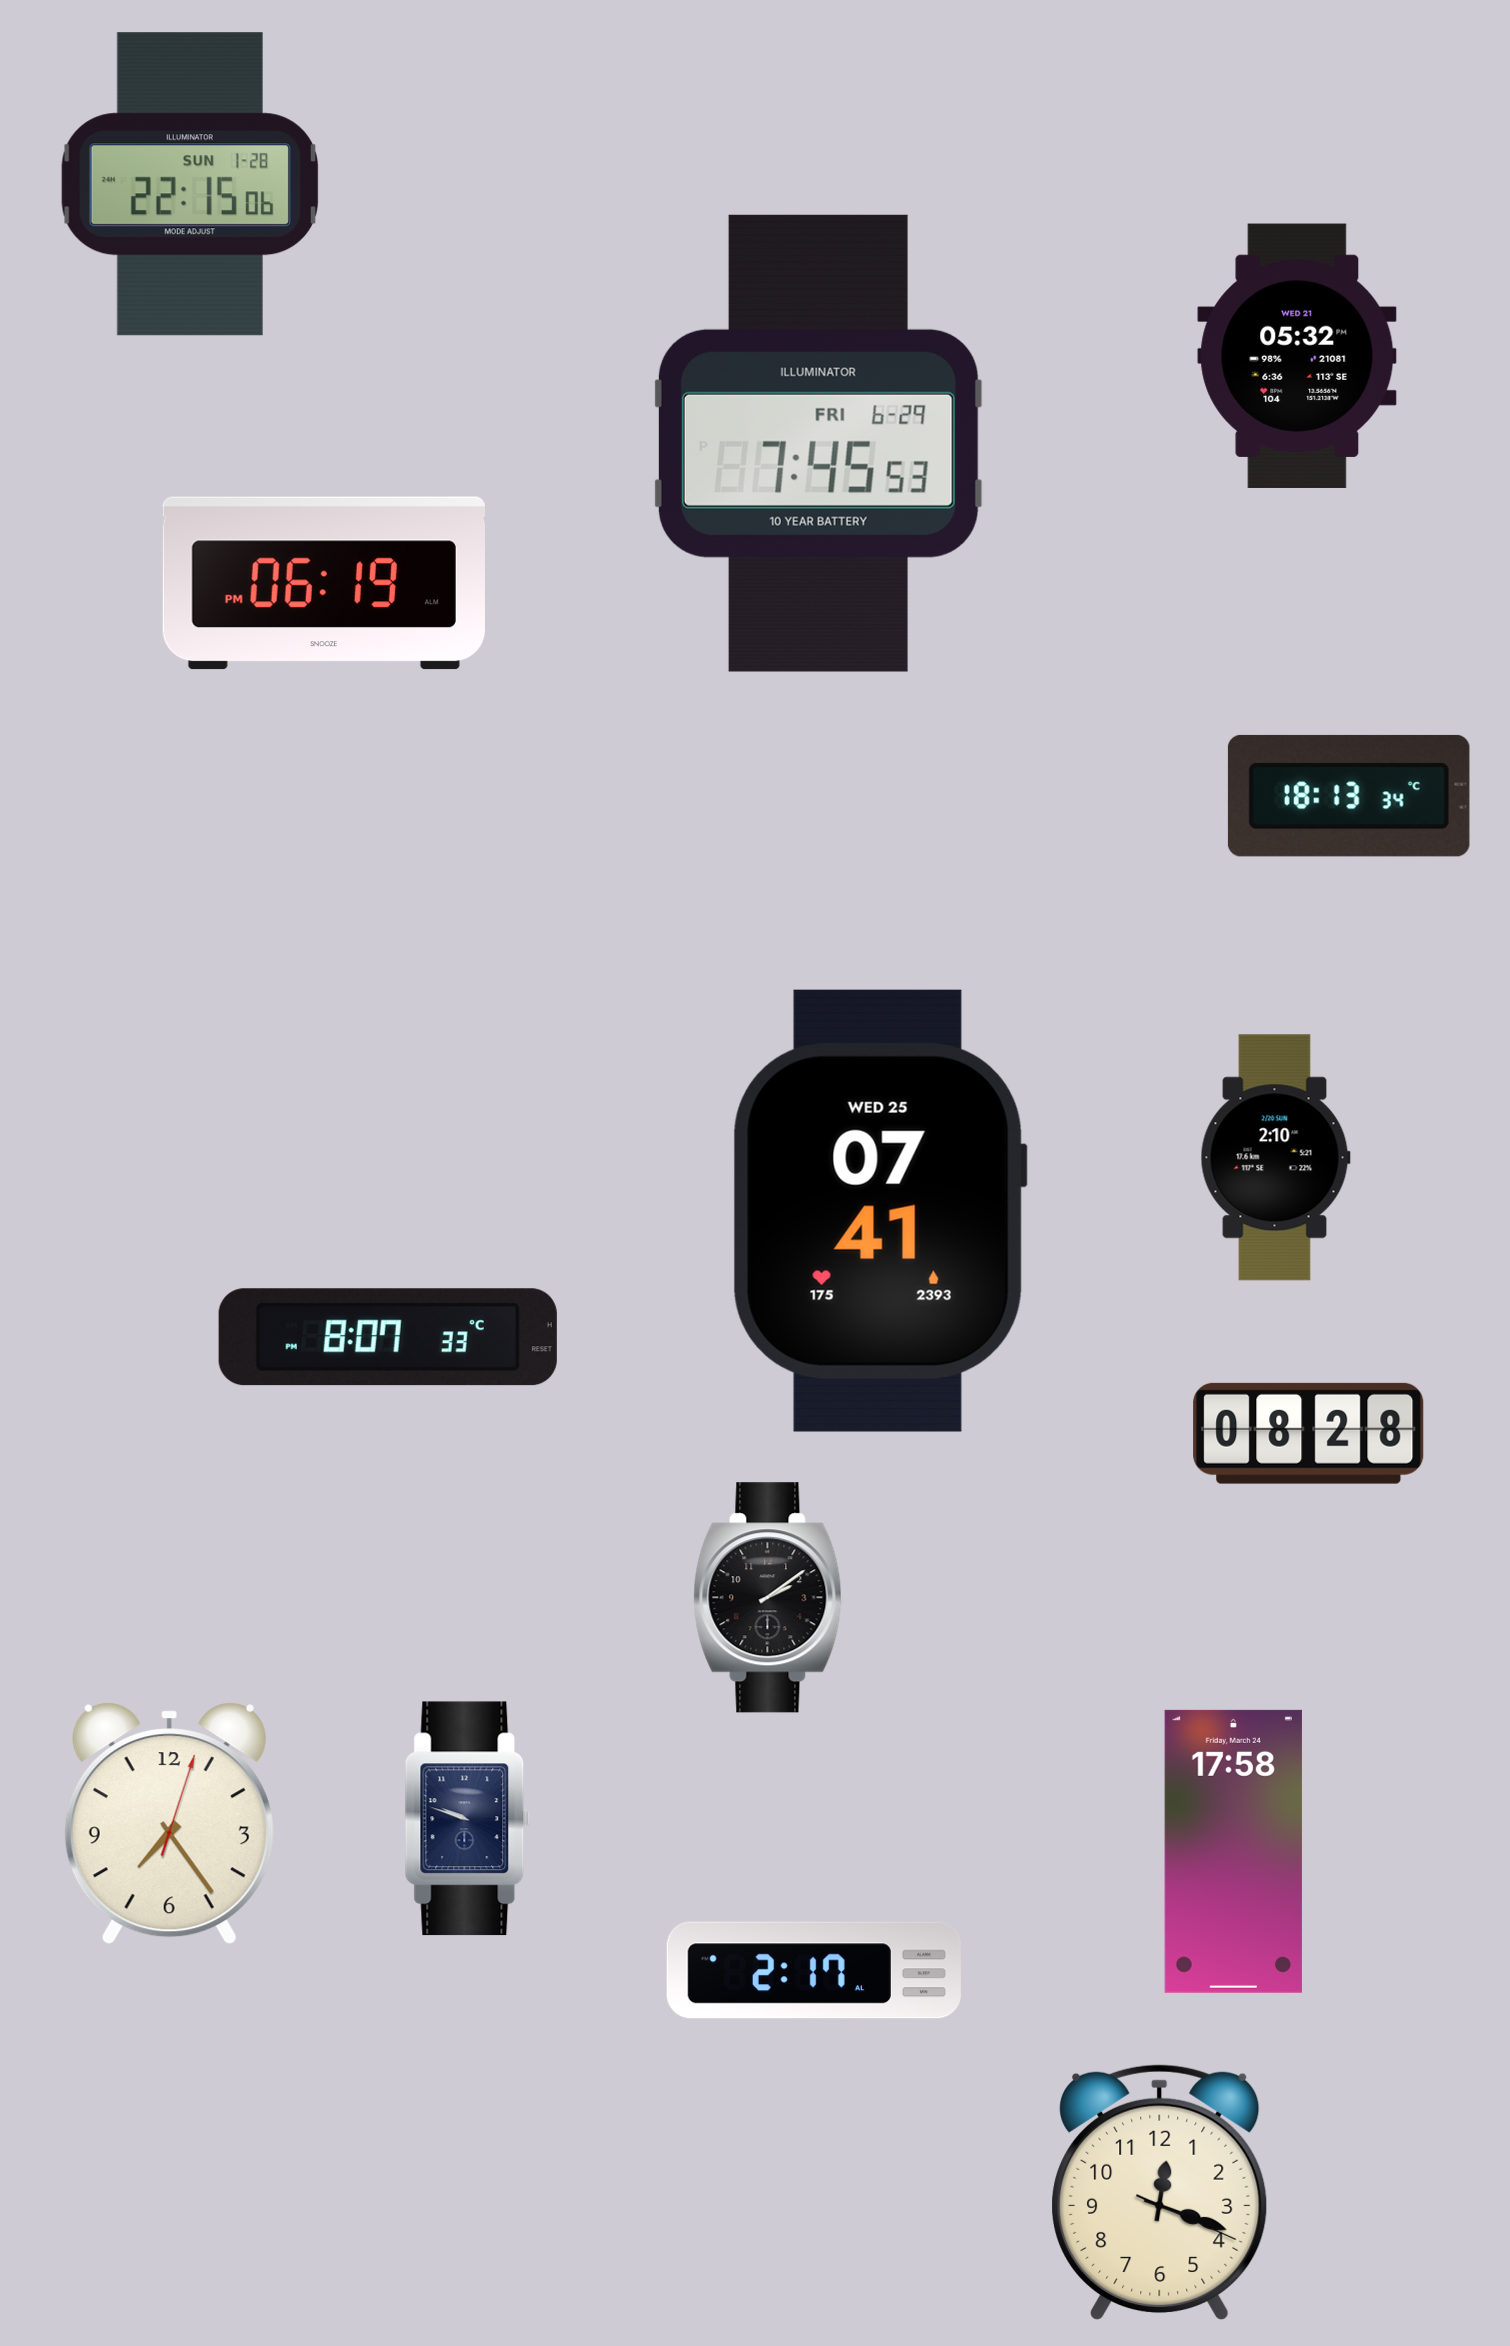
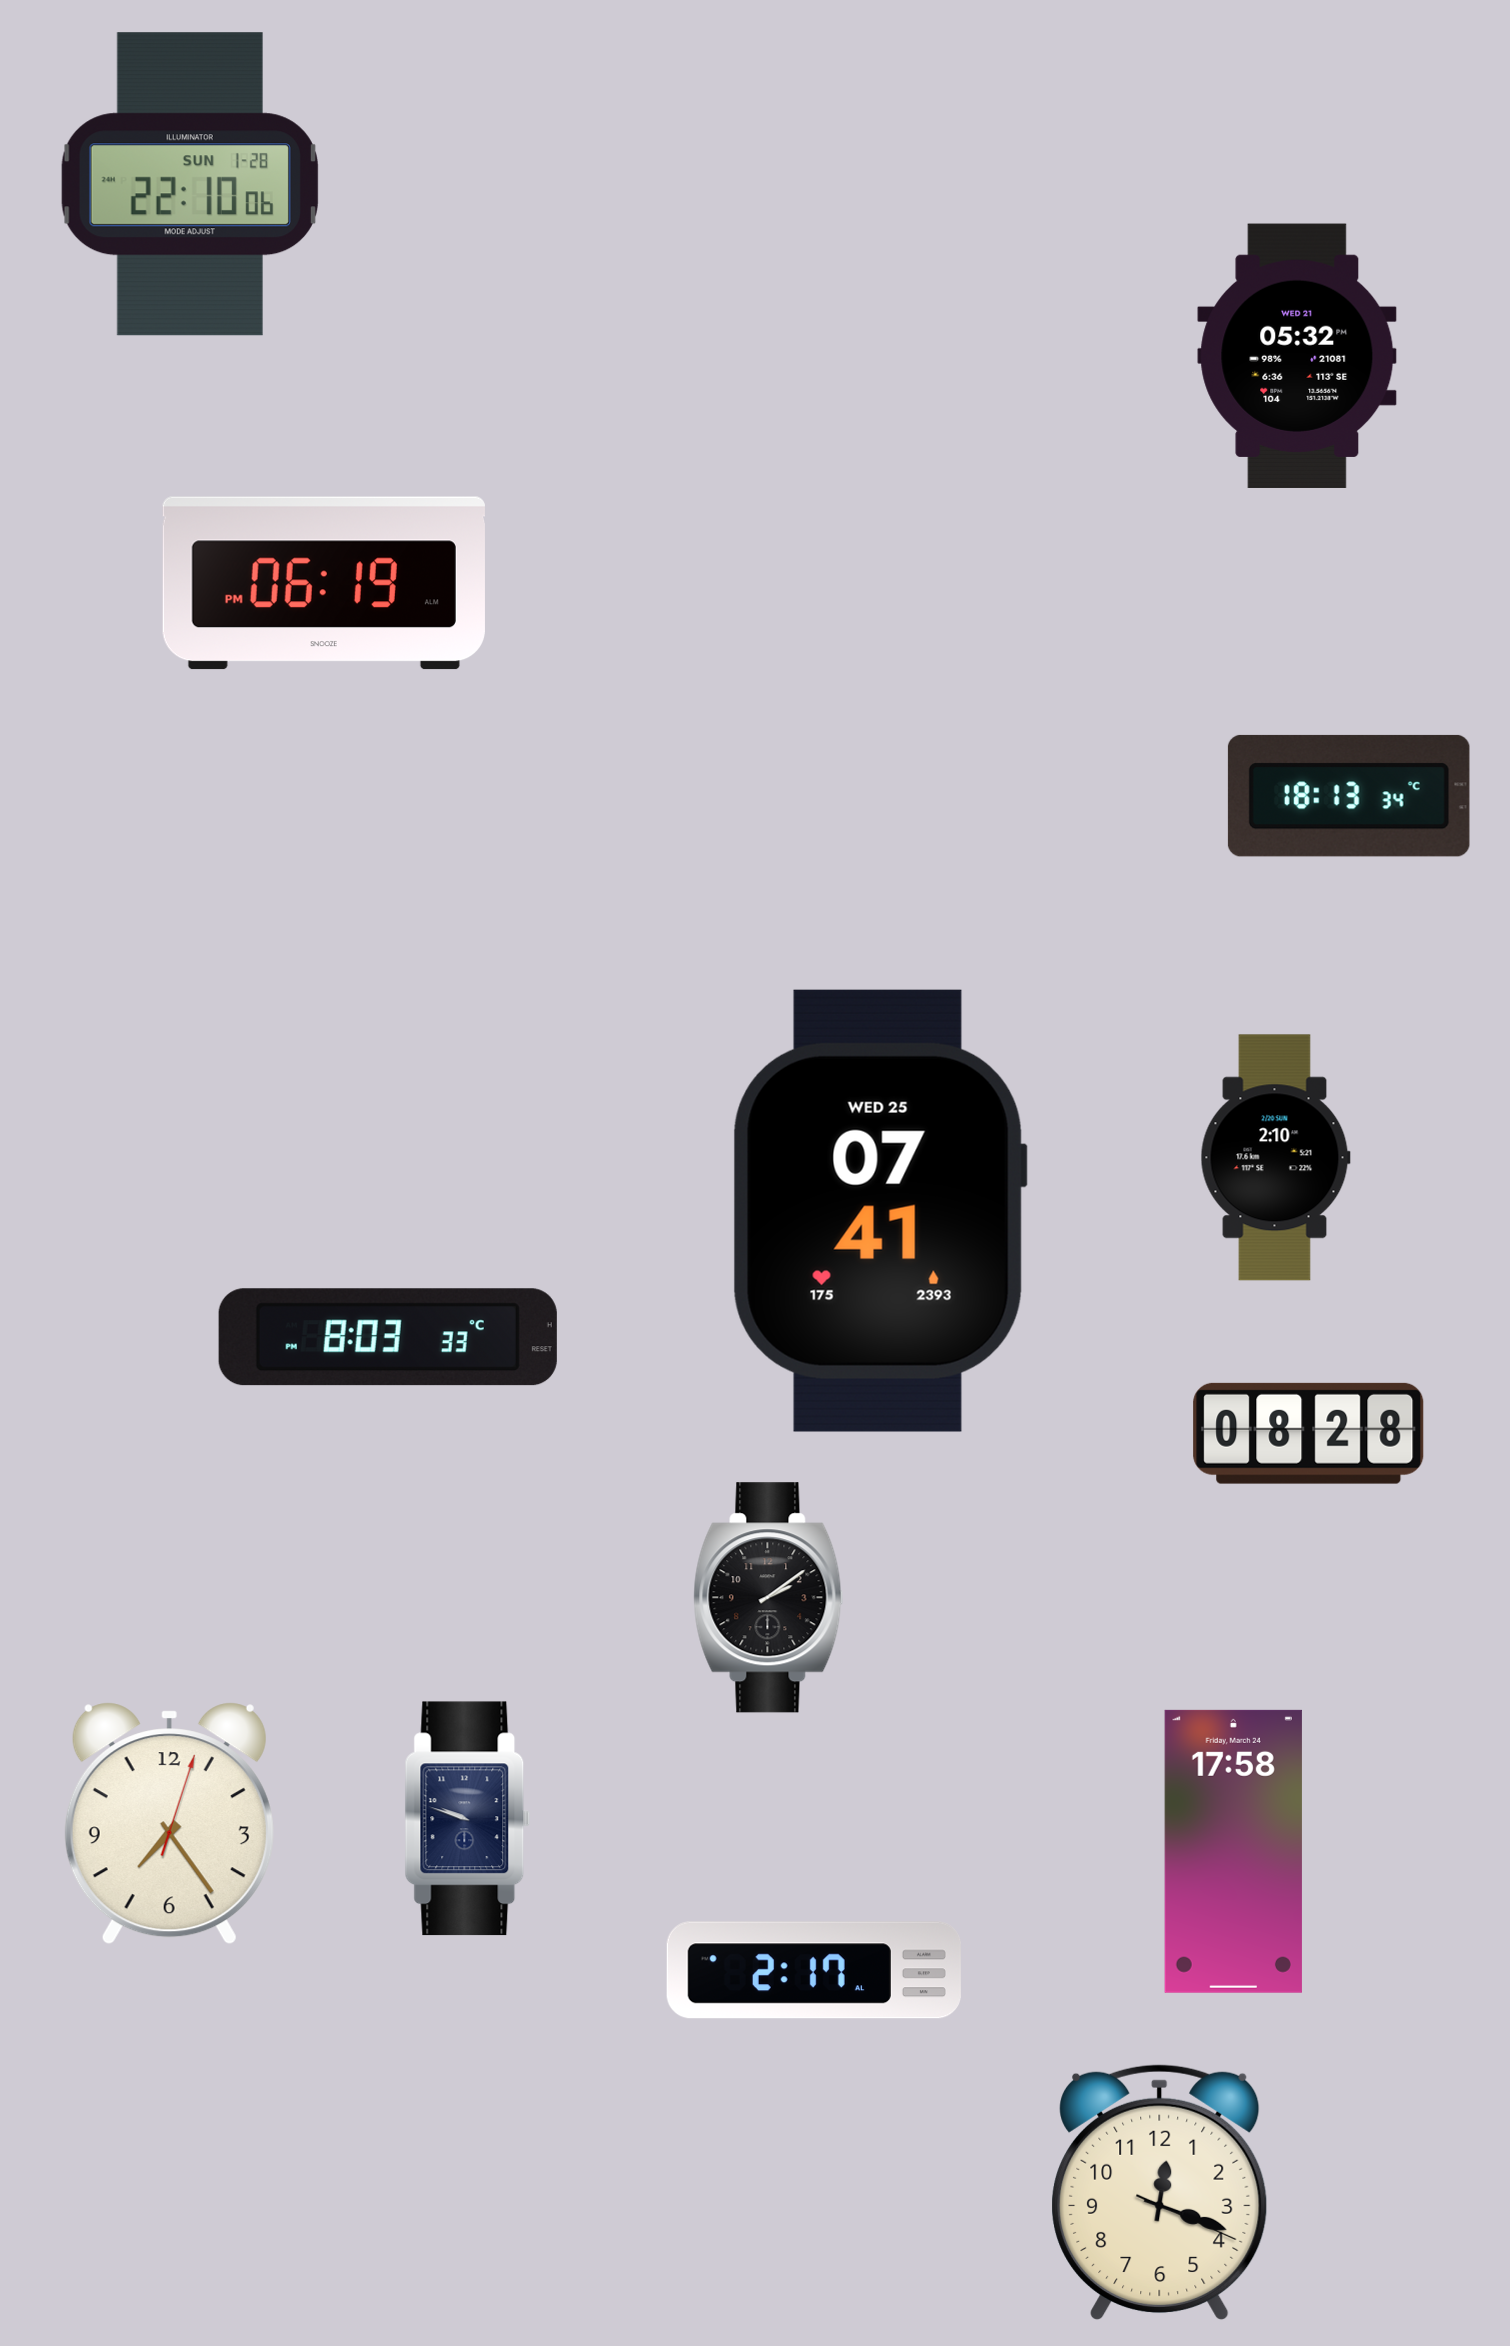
clock at (190, 184): 22:15 -> 22:10
clock at (818, 443): 7:45 -> none
clock at (388, 1337): 8:07 -> 8:03
